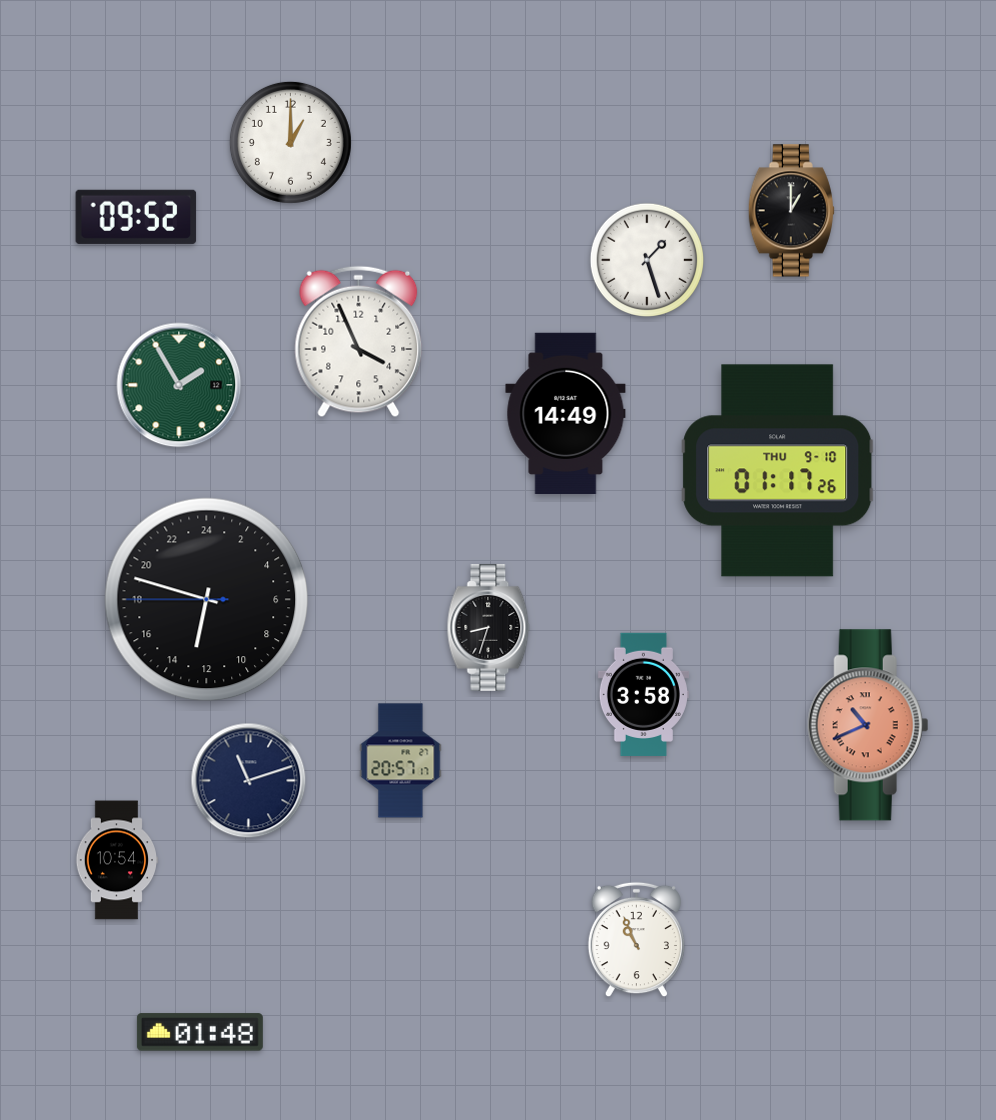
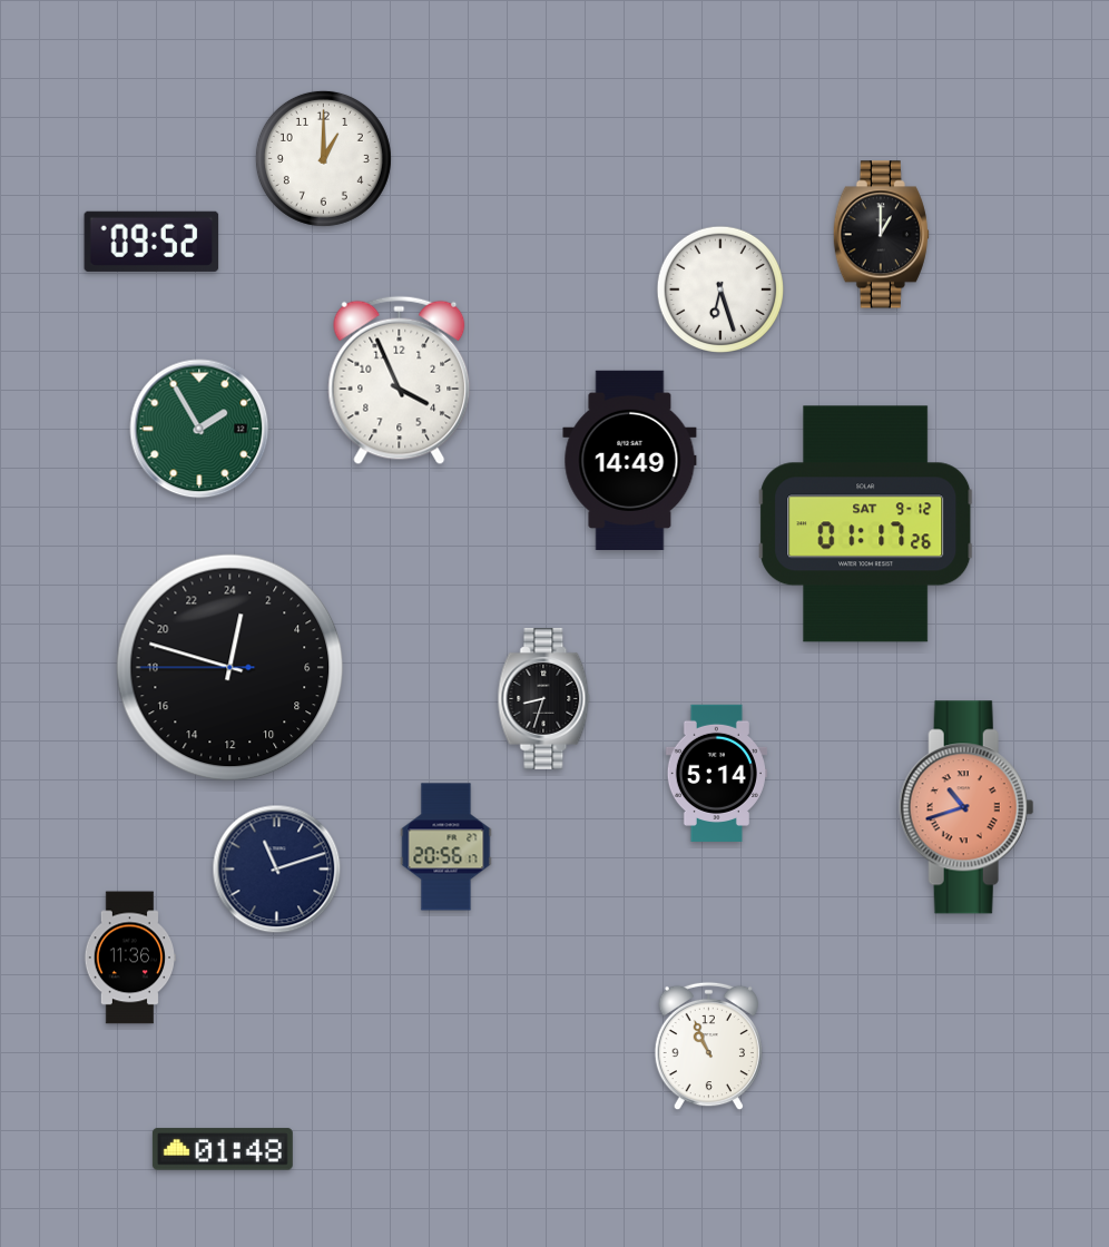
clock at (646, 259): 1:27 -> 6:27
clock at (778, 471) date: THU 9-10 -> SAT 9-12
clock at (207, 600): 12:47 -> 0:47
clock at (643, 694): 3:58 -> 5:14
clock at (868, 725): 10:41 -> 10:42
clock at (401, 761): 20:57 -> 20:56
clock at (117, 860): 10:54 -> 11:36
